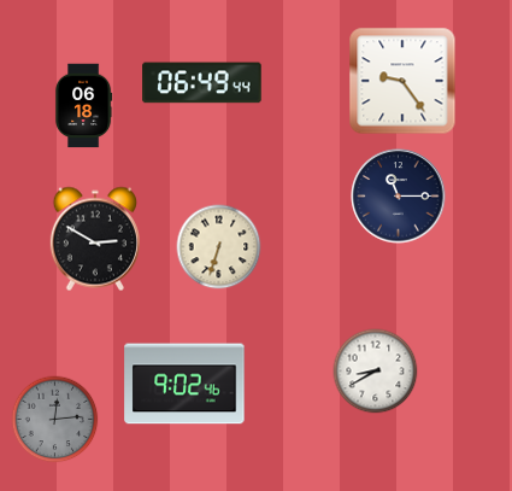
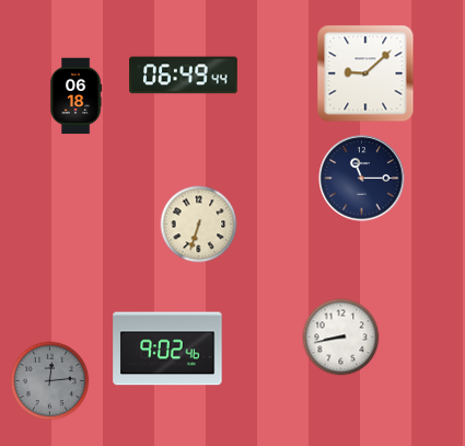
clock at (402, 81): 9:24 -> 9:08
clock at (95, 239): 2:50 -> none
clock at (376, 372): 8:40 -> 8:43
